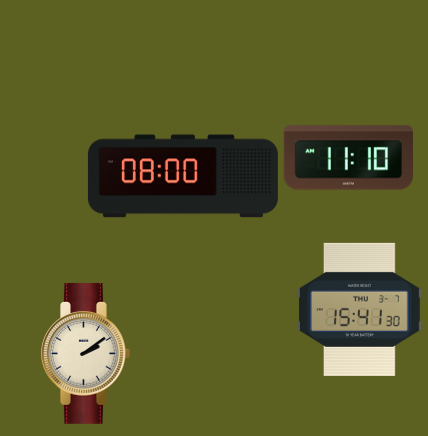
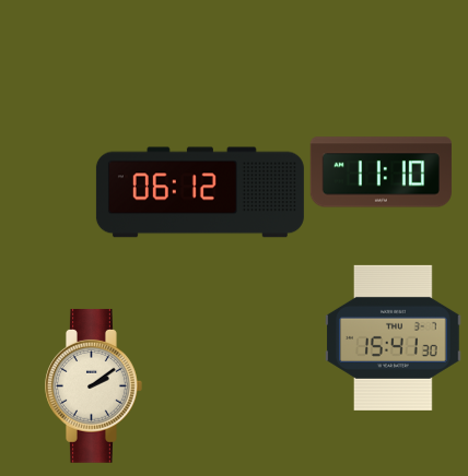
clock at (183, 176): 08:00 -> 06:12
